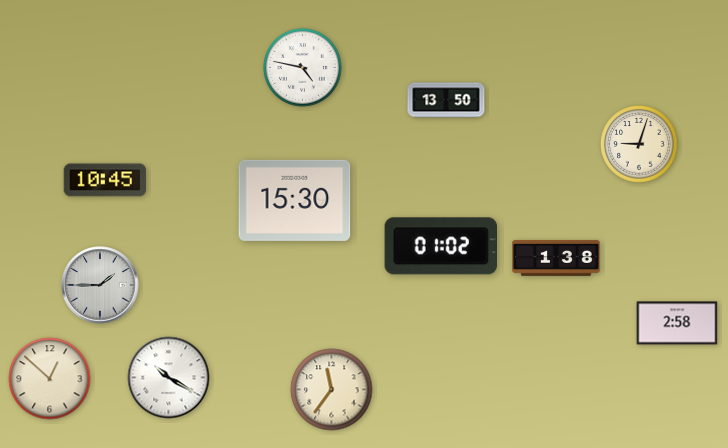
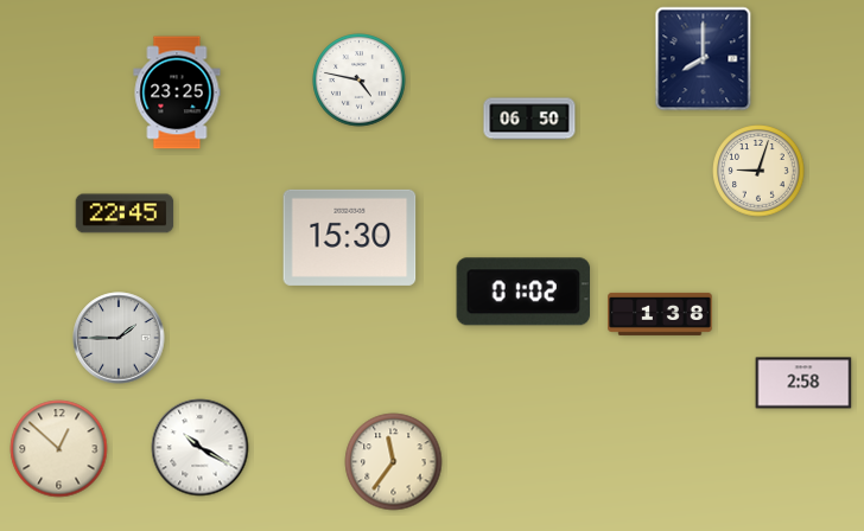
clock at (704, 59): none -> 8:00
clock at (177, 92): none -> 23:25
clock at (446, 100): 13:50 -> 06:50
clock at (105, 180): 10:45 -> 22:45
clock at (556, 258) position: (556, 258) -> (660, 314)
